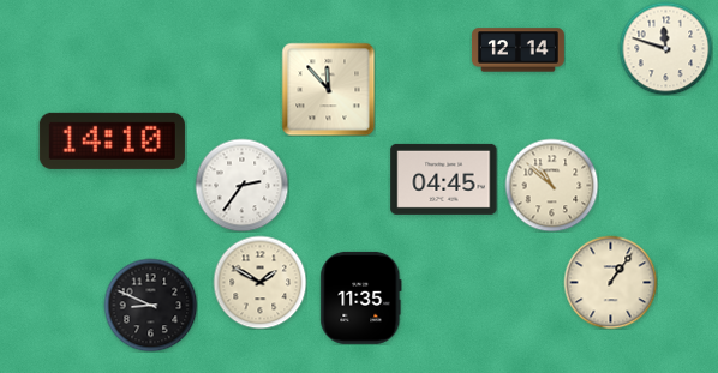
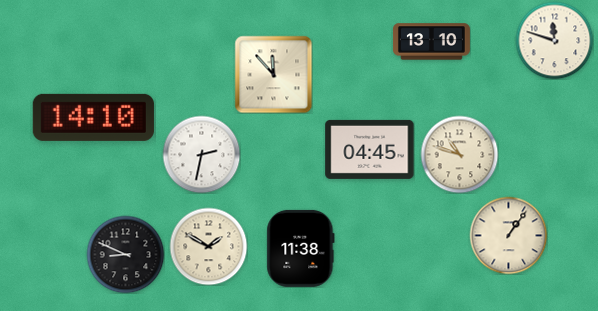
clock at (517, 50): 12:14 -> 13:10
clock at (241, 185): 2:36 -> 2:32
clock at (551, 185): 10:52 -> 10:48
clock at (259, 282) position: (259, 282) -> (208, 246)
clock at (361, 297): 11:35 -> 11:38
